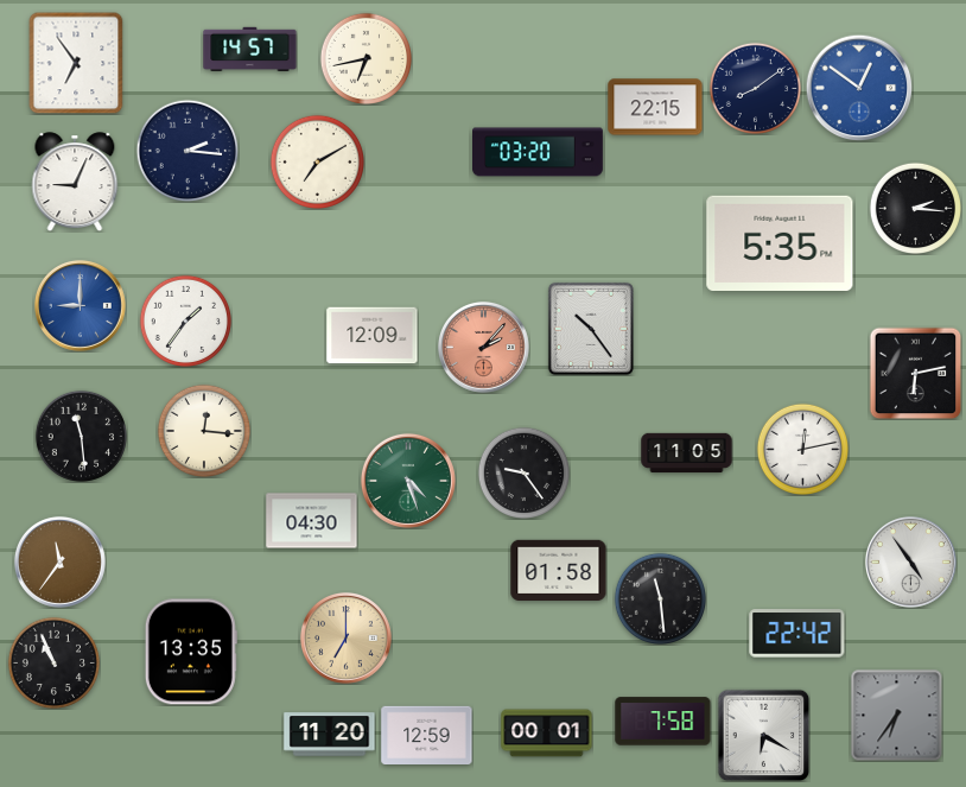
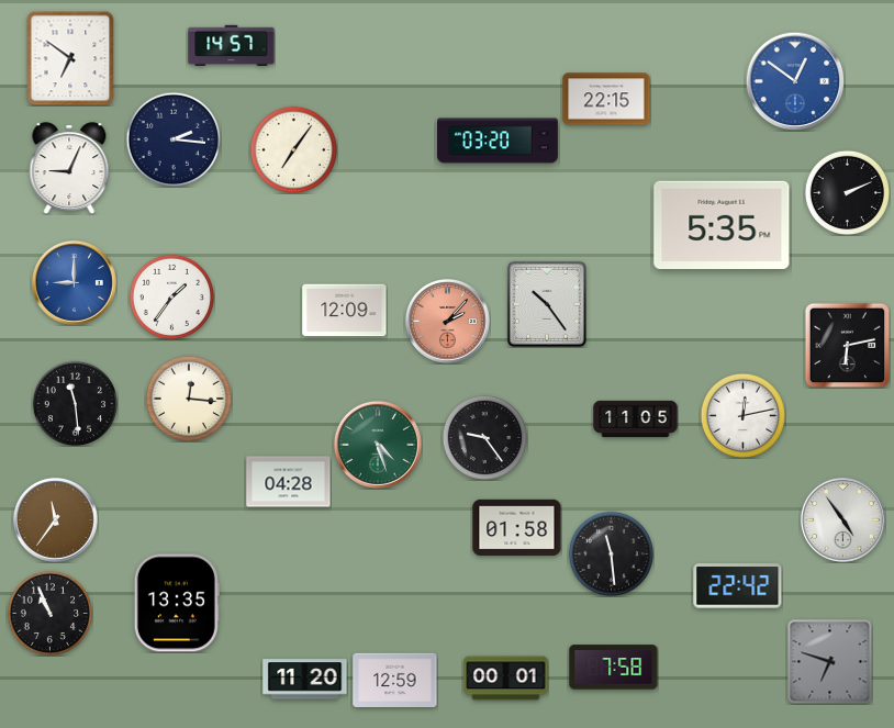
clock at (366, 58): 6:43 -> none
clock at (76, 63): 6:54 -> 6:51
clock at (755, 88): 8:09 -> none
clock at (317, 161): 7:10 -> 7:06
clock at (915, 208): 2:16 -> 2:11
clock at (312, 521): 04:30 -> 04:28
clock at (345, 637): 7:00 -> none
clock at (896, 716): 6:36 -> 6:48
clock at (763, 735): 6:20 -> none
